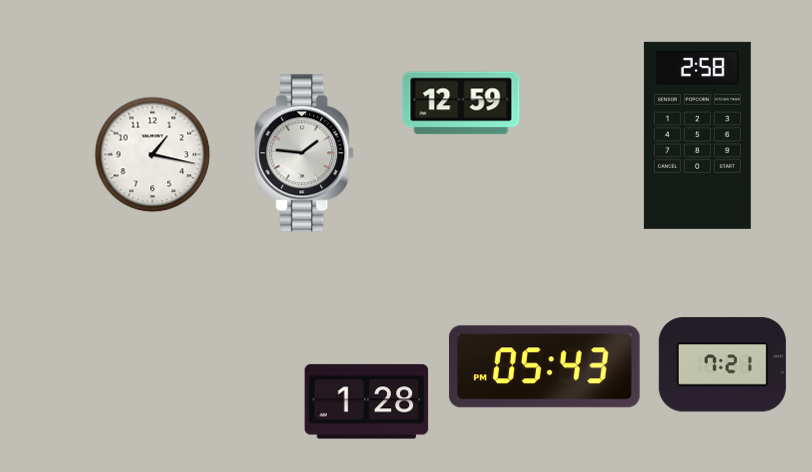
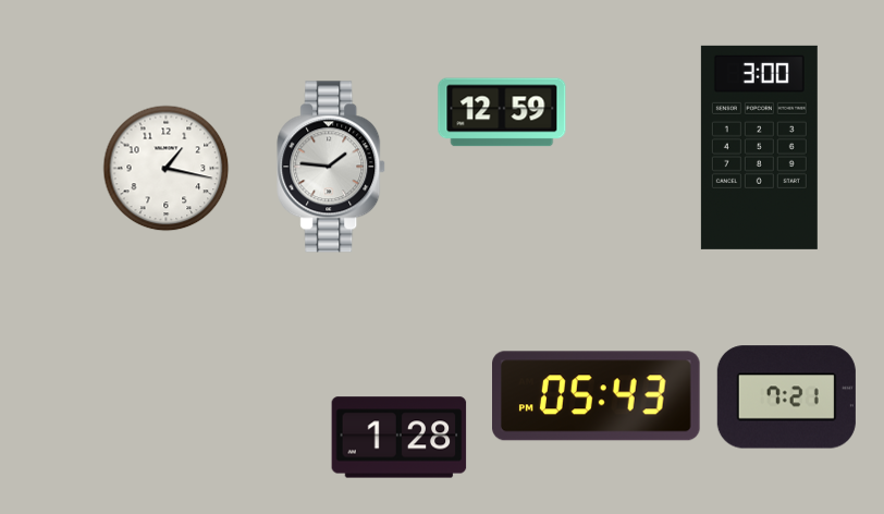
clock at (697, 135): 2:58 -> 3:00
clock at (545, 367) position: (545, 367) -> (597, 396)
